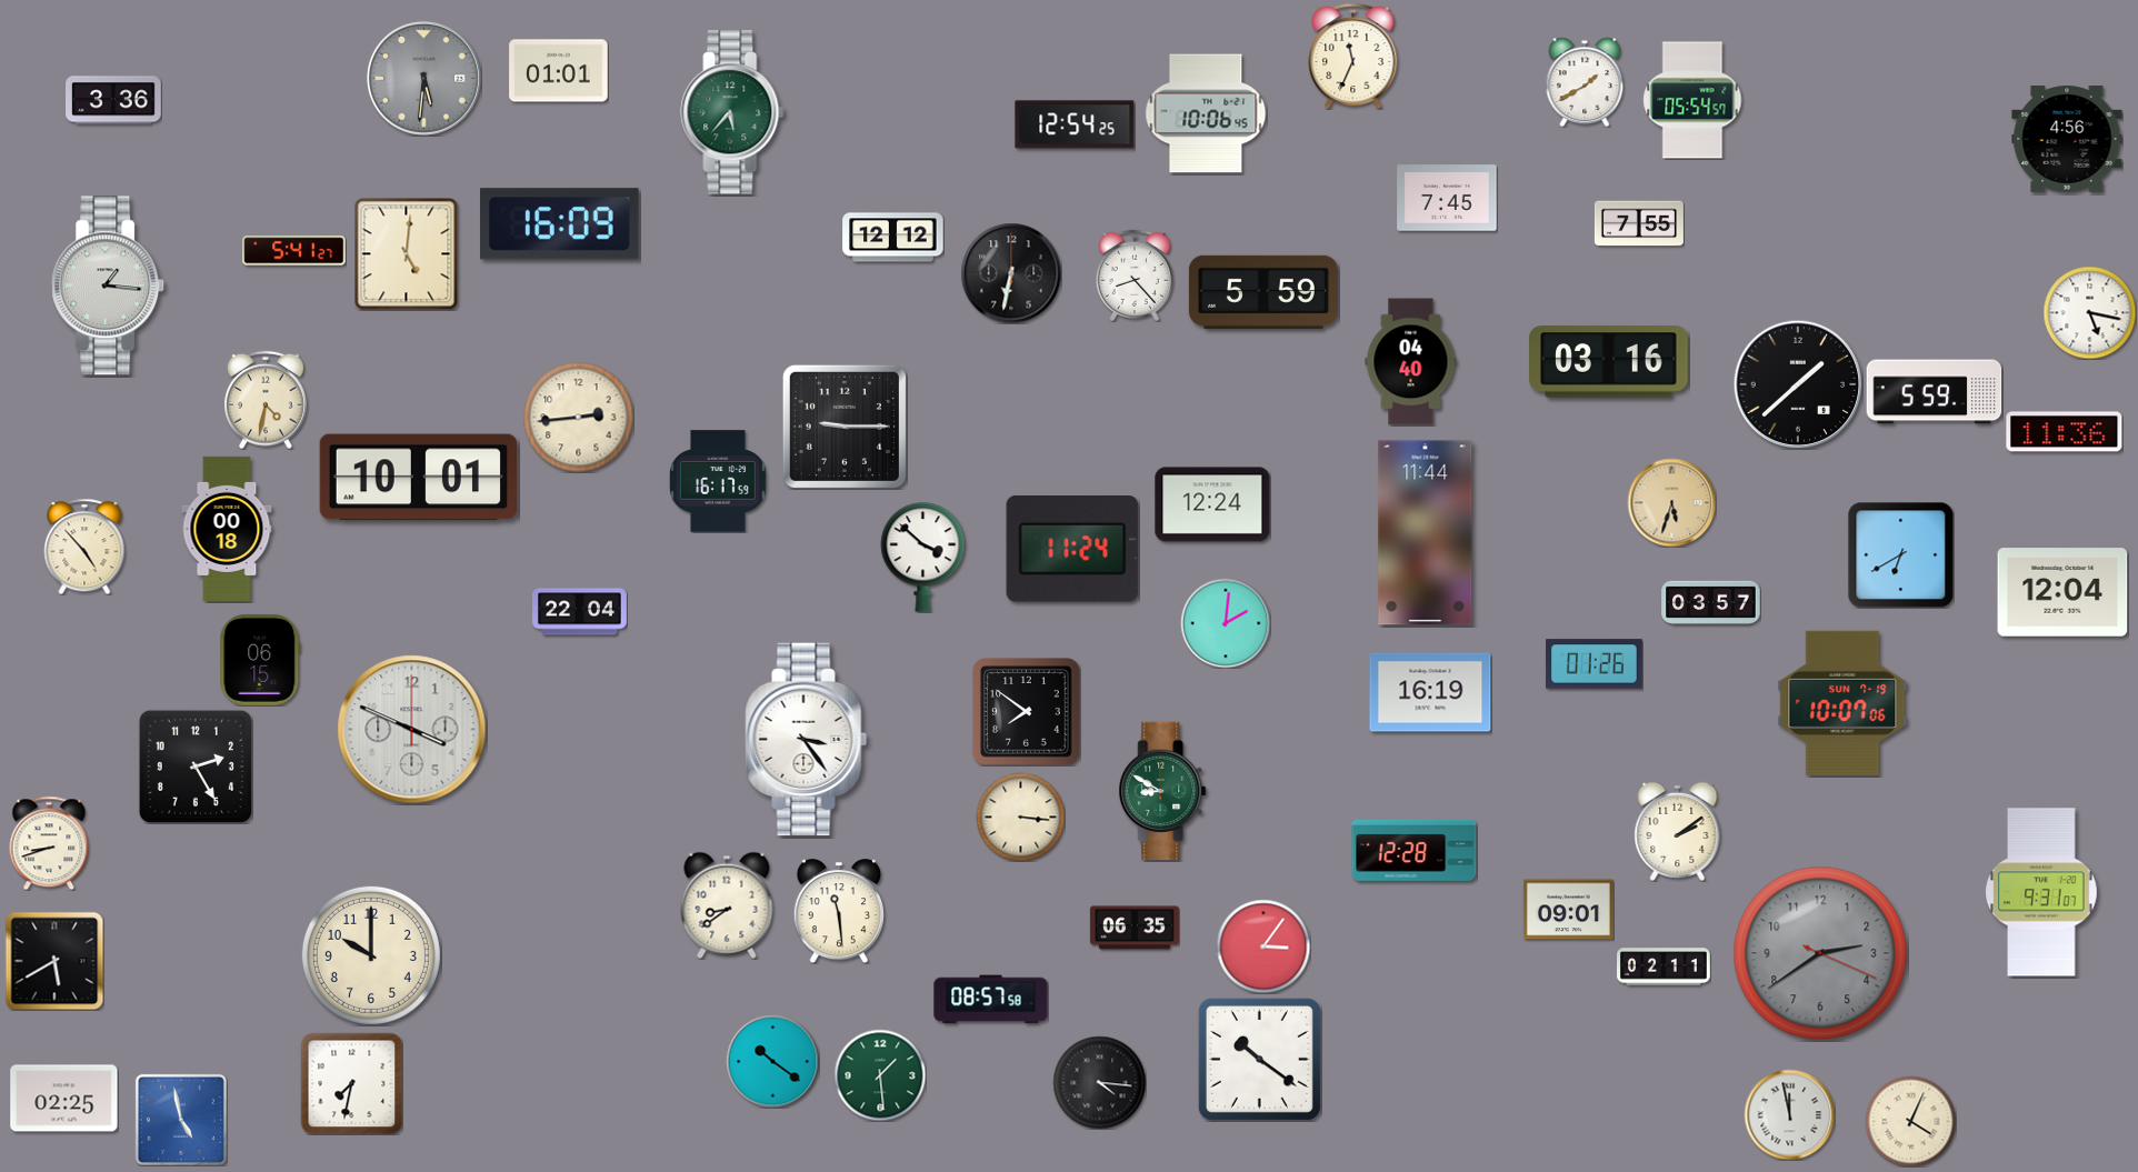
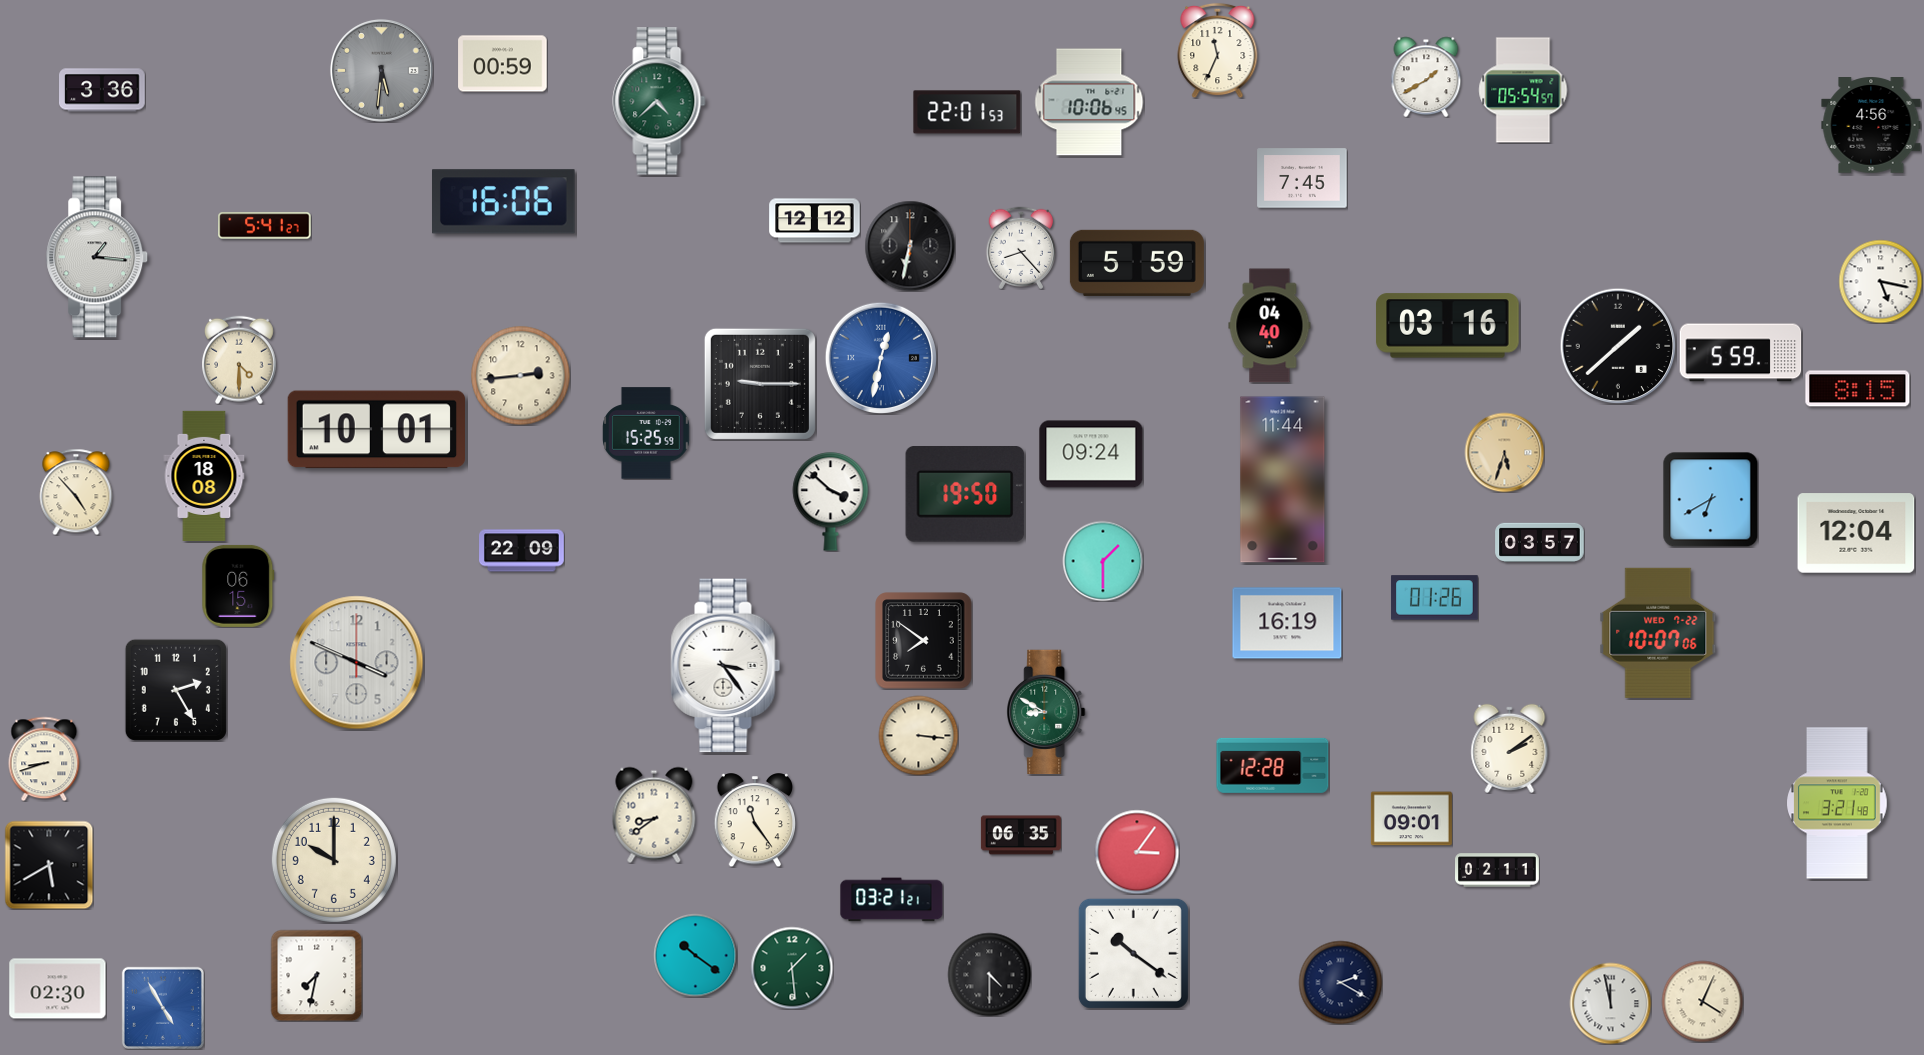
clock at (559, 71): 01:01 -> 00:59
clock at (1585, 82) position: (1585, 82) -> (1426, 77)
clock at (732, 112): 5:37 -> 4:38
clock at (1206, 113) position: (1206, 113) -> (1089, 102)
clock at (1075, 124): 12:54 -> 22:01
clock at (2067, 140) position: (2067, 140) -> (1871, 126)
clock at (1639, 223): 7:55 -> none
clock at (560, 224): 16:09 -> 16:06
clock at (893, 238) position: (893, 238) -> (815, 221)
clock at (407, 253): 5:01 -> none
clock at (881, 358): none -> 12:32
clock at (267, 400): 4:32 -> 4:30
clock at (2065, 432): 11:36 -> 8:15
clock at (719, 481): 16:17 -> 15:25
clock at (1212, 504): 12:24 -> 09:24
clock at (227, 529): 00:18 -> 18:08
clock at (1072, 550): 11:24 -> 19:50
clock at (580, 612): 22:04 -> 22:09
clock at (1226, 623): 2:01 -> 1:30
clock at (260, 660) position: (260, 660) -> (238, 586)
clock at (1842, 703) date: SUN 7-19 -> WED 7-22
clock at (412, 730) position: (412, 730) -> (357, 663)
clock at (2041, 892): 9:31 -> 3:21
clock at (839, 911): 11:29 -> 11:24
clock at (1820, 953): 2:39 -> none
clock at (991, 1000): 08:57 -> 03:21
clock at (1099, 1082): 4:16 -> 4:30
clock at (1340, 982): none -> 2:20
clock at (64, 1099): 02:25 -> 02:30
clock at (181, 1120): 4:58 -> 4:55
clock at (1910, 1121) position: (1910, 1121) -> (1702, 1001)
